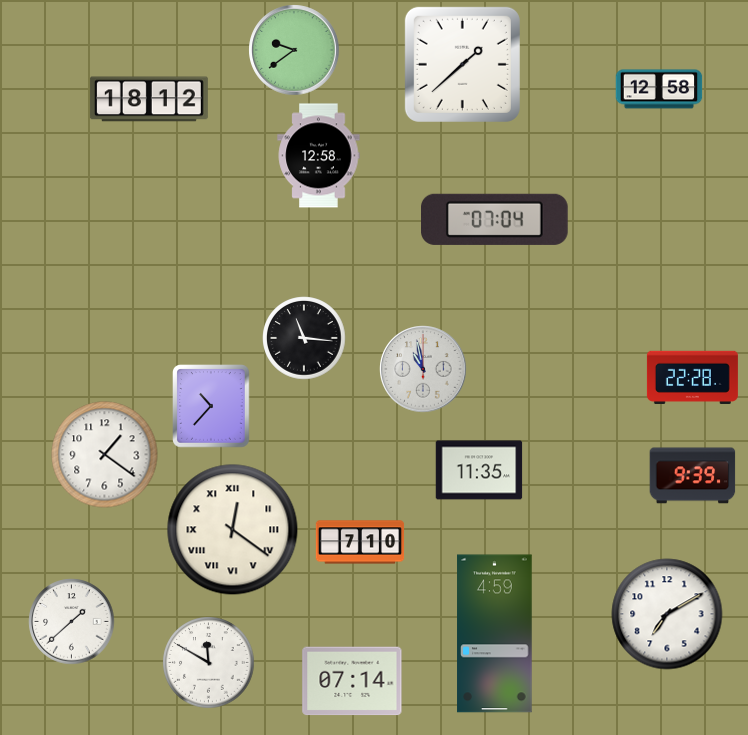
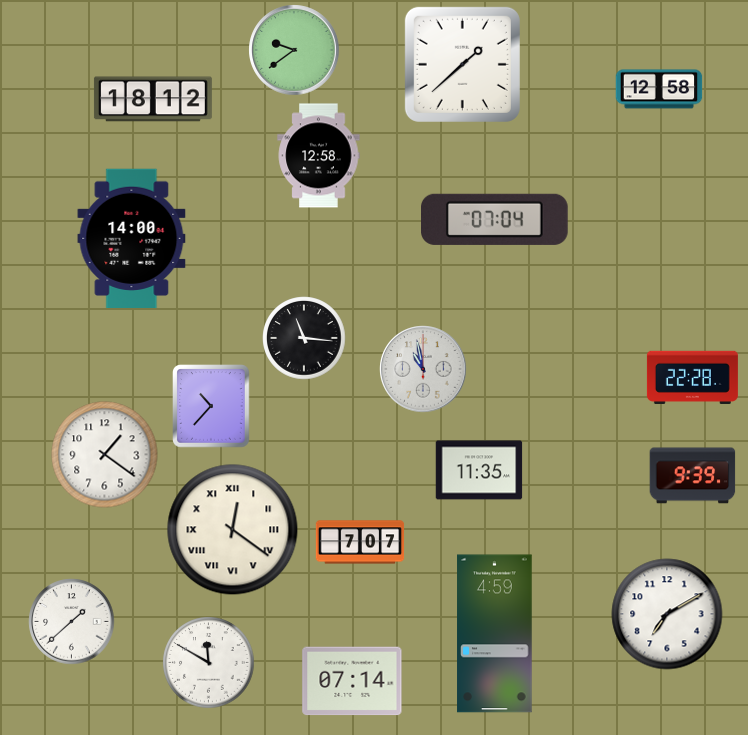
clock at (149, 99) position: (149, 99) -> (153, 99)
clock at (132, 238): none -> 14:00
clock at (360, 542): 7:10 -> 7:07
